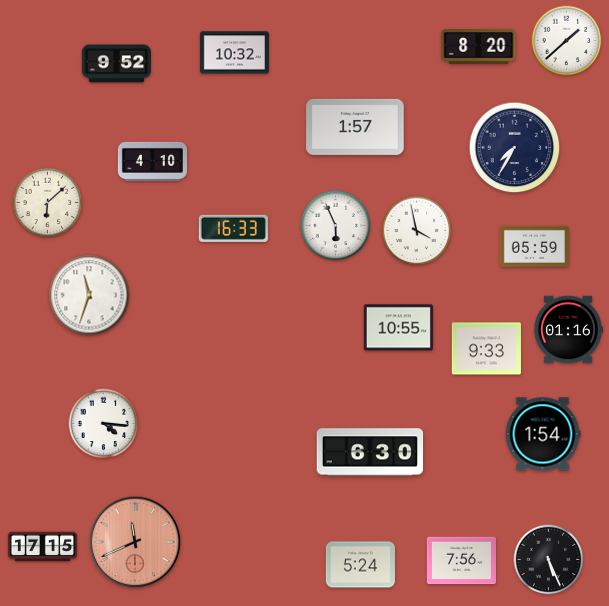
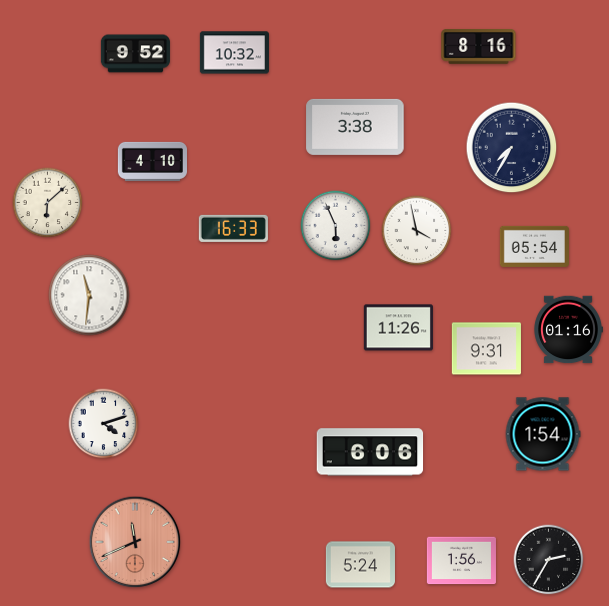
clock at (567, 41): 1:38 -> none
clock at (479, 47): 8:20 -> 8:16
clock at (116, 64) position: (116, 64) -> (135, 54)
clock at (355, 127): 1:57 -> 3:38
clock at (515, 148) position: (515, 148) -> (512, 148)
clock at (534, 246): 05:59 -> 05:54
clock at (89, 295): 11:33 -> 11:31
clock at (398, 328): 10:55 -> 11:26
clock at (486, 349): 9:33 -> 9:31
clock at (104, 424): 4:16 -> 4:12
clock at (370, 452): 6:30 -> 6:06
clock at (42, 547): 17:15 -> none
clock at (549, 560): 5:26 -> 2:35
clock at (461, 561): 7:56 -> 1:56
